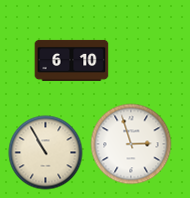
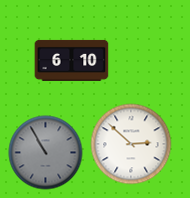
clock at (131, 144): 2:57 -> 2:52
clock at (46, 153) dial: cream -> grey
